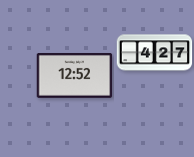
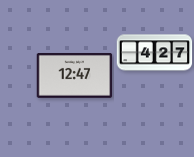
clock at (75, 76): 12:52 -> 12:47
